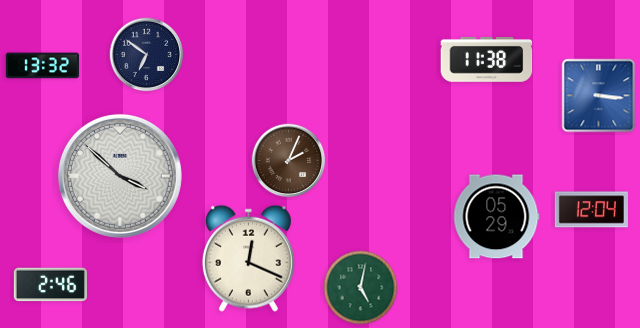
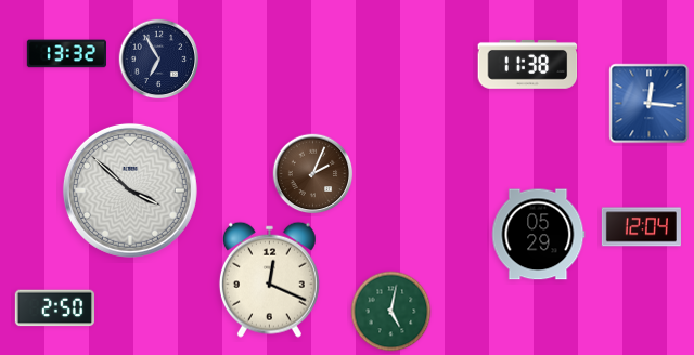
clock at (147, 55): 6:51 -> 6:55
clock at (42, 66) position: (42, 66) -> (66, 54)
clock at (599, 96): 3:16 -> 12:16
clock at (50, 285): 2:46 -> 2:50
